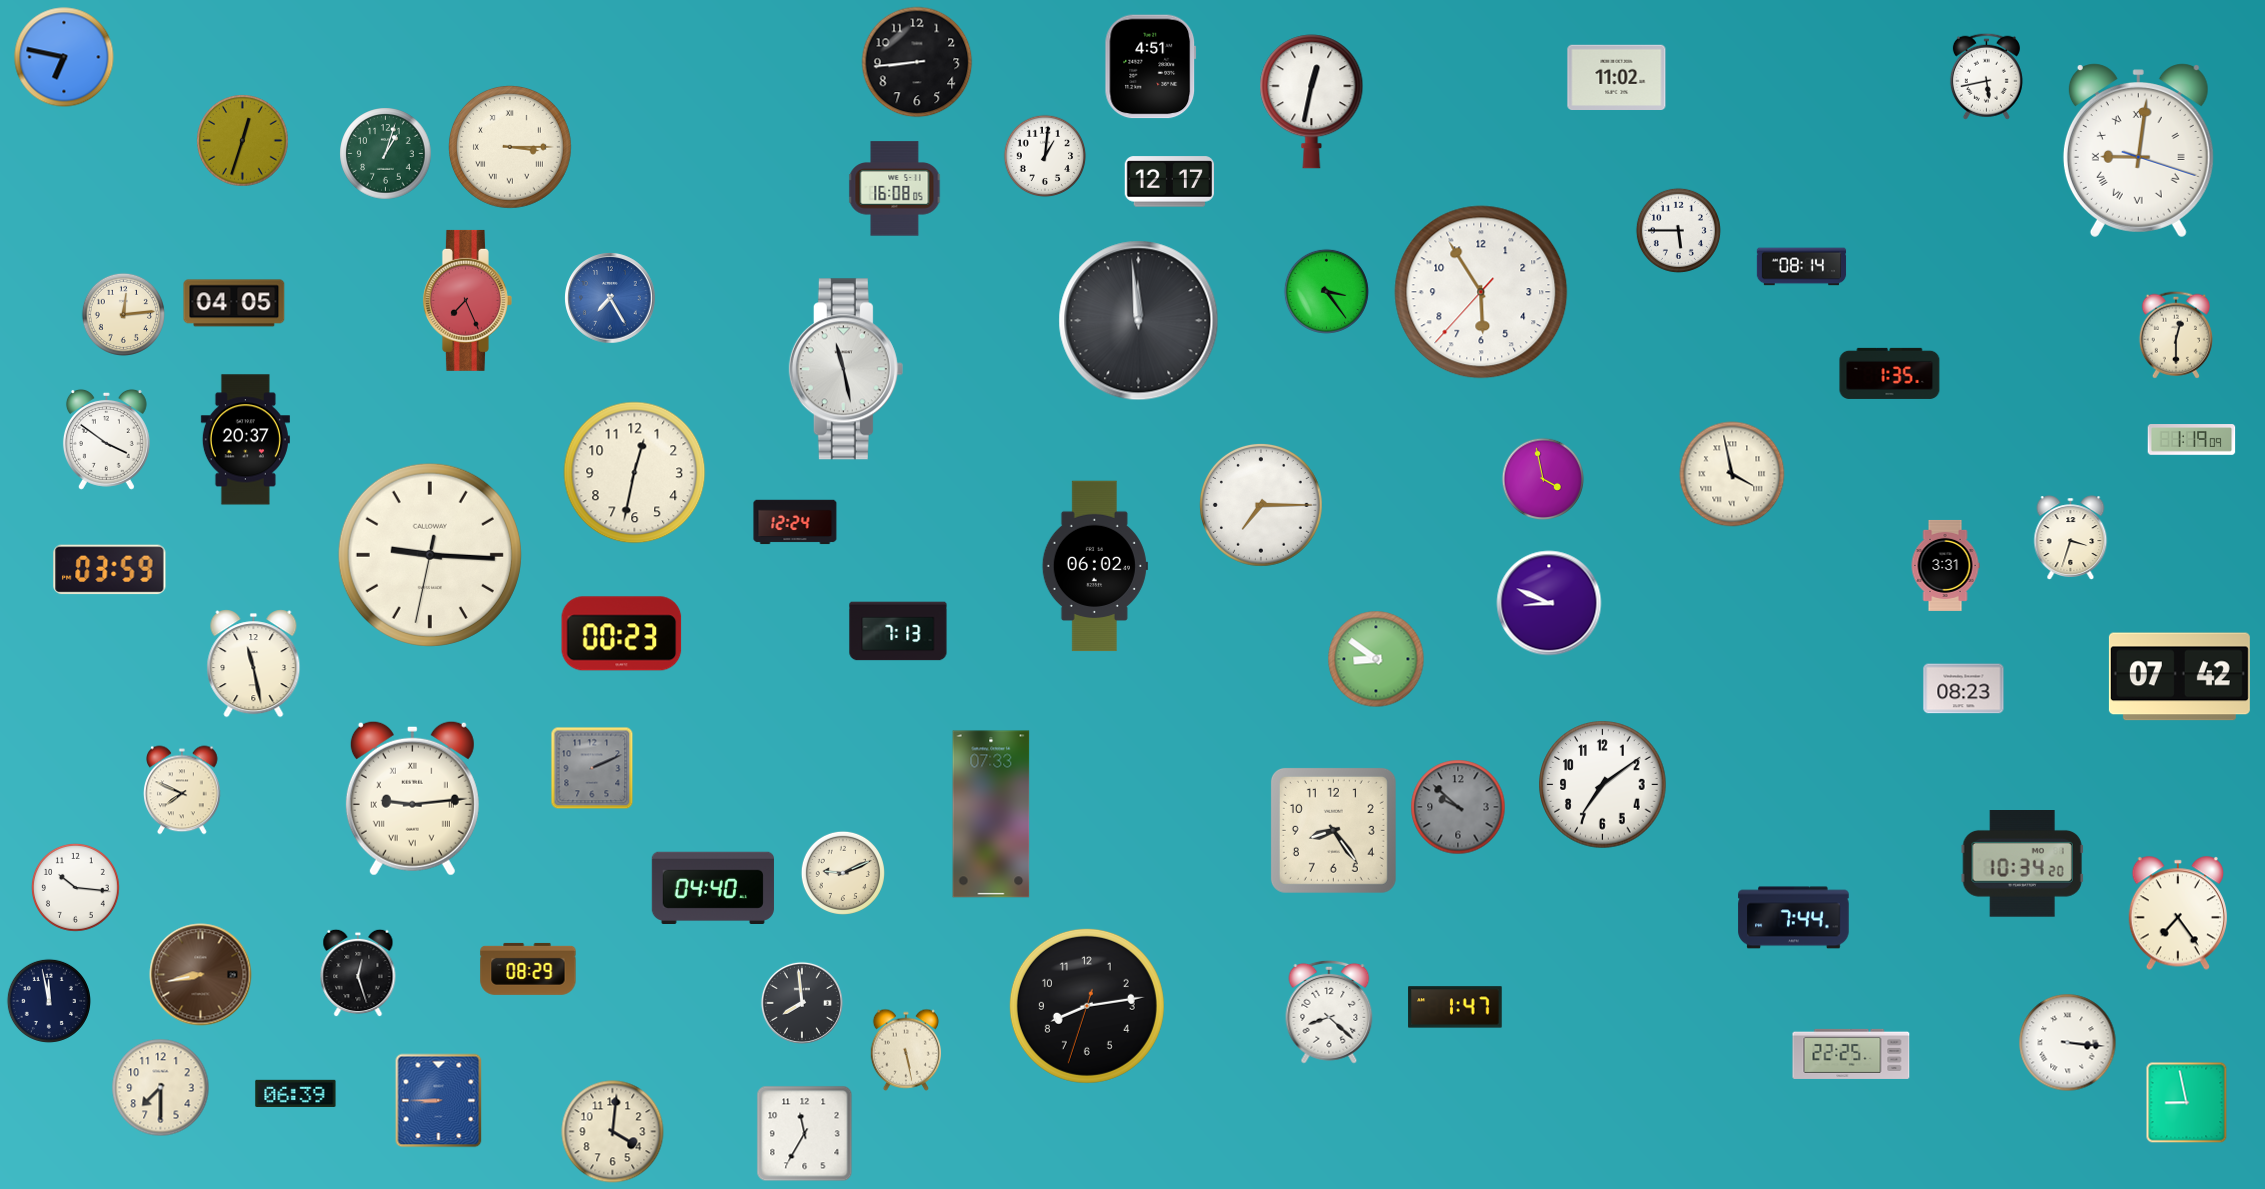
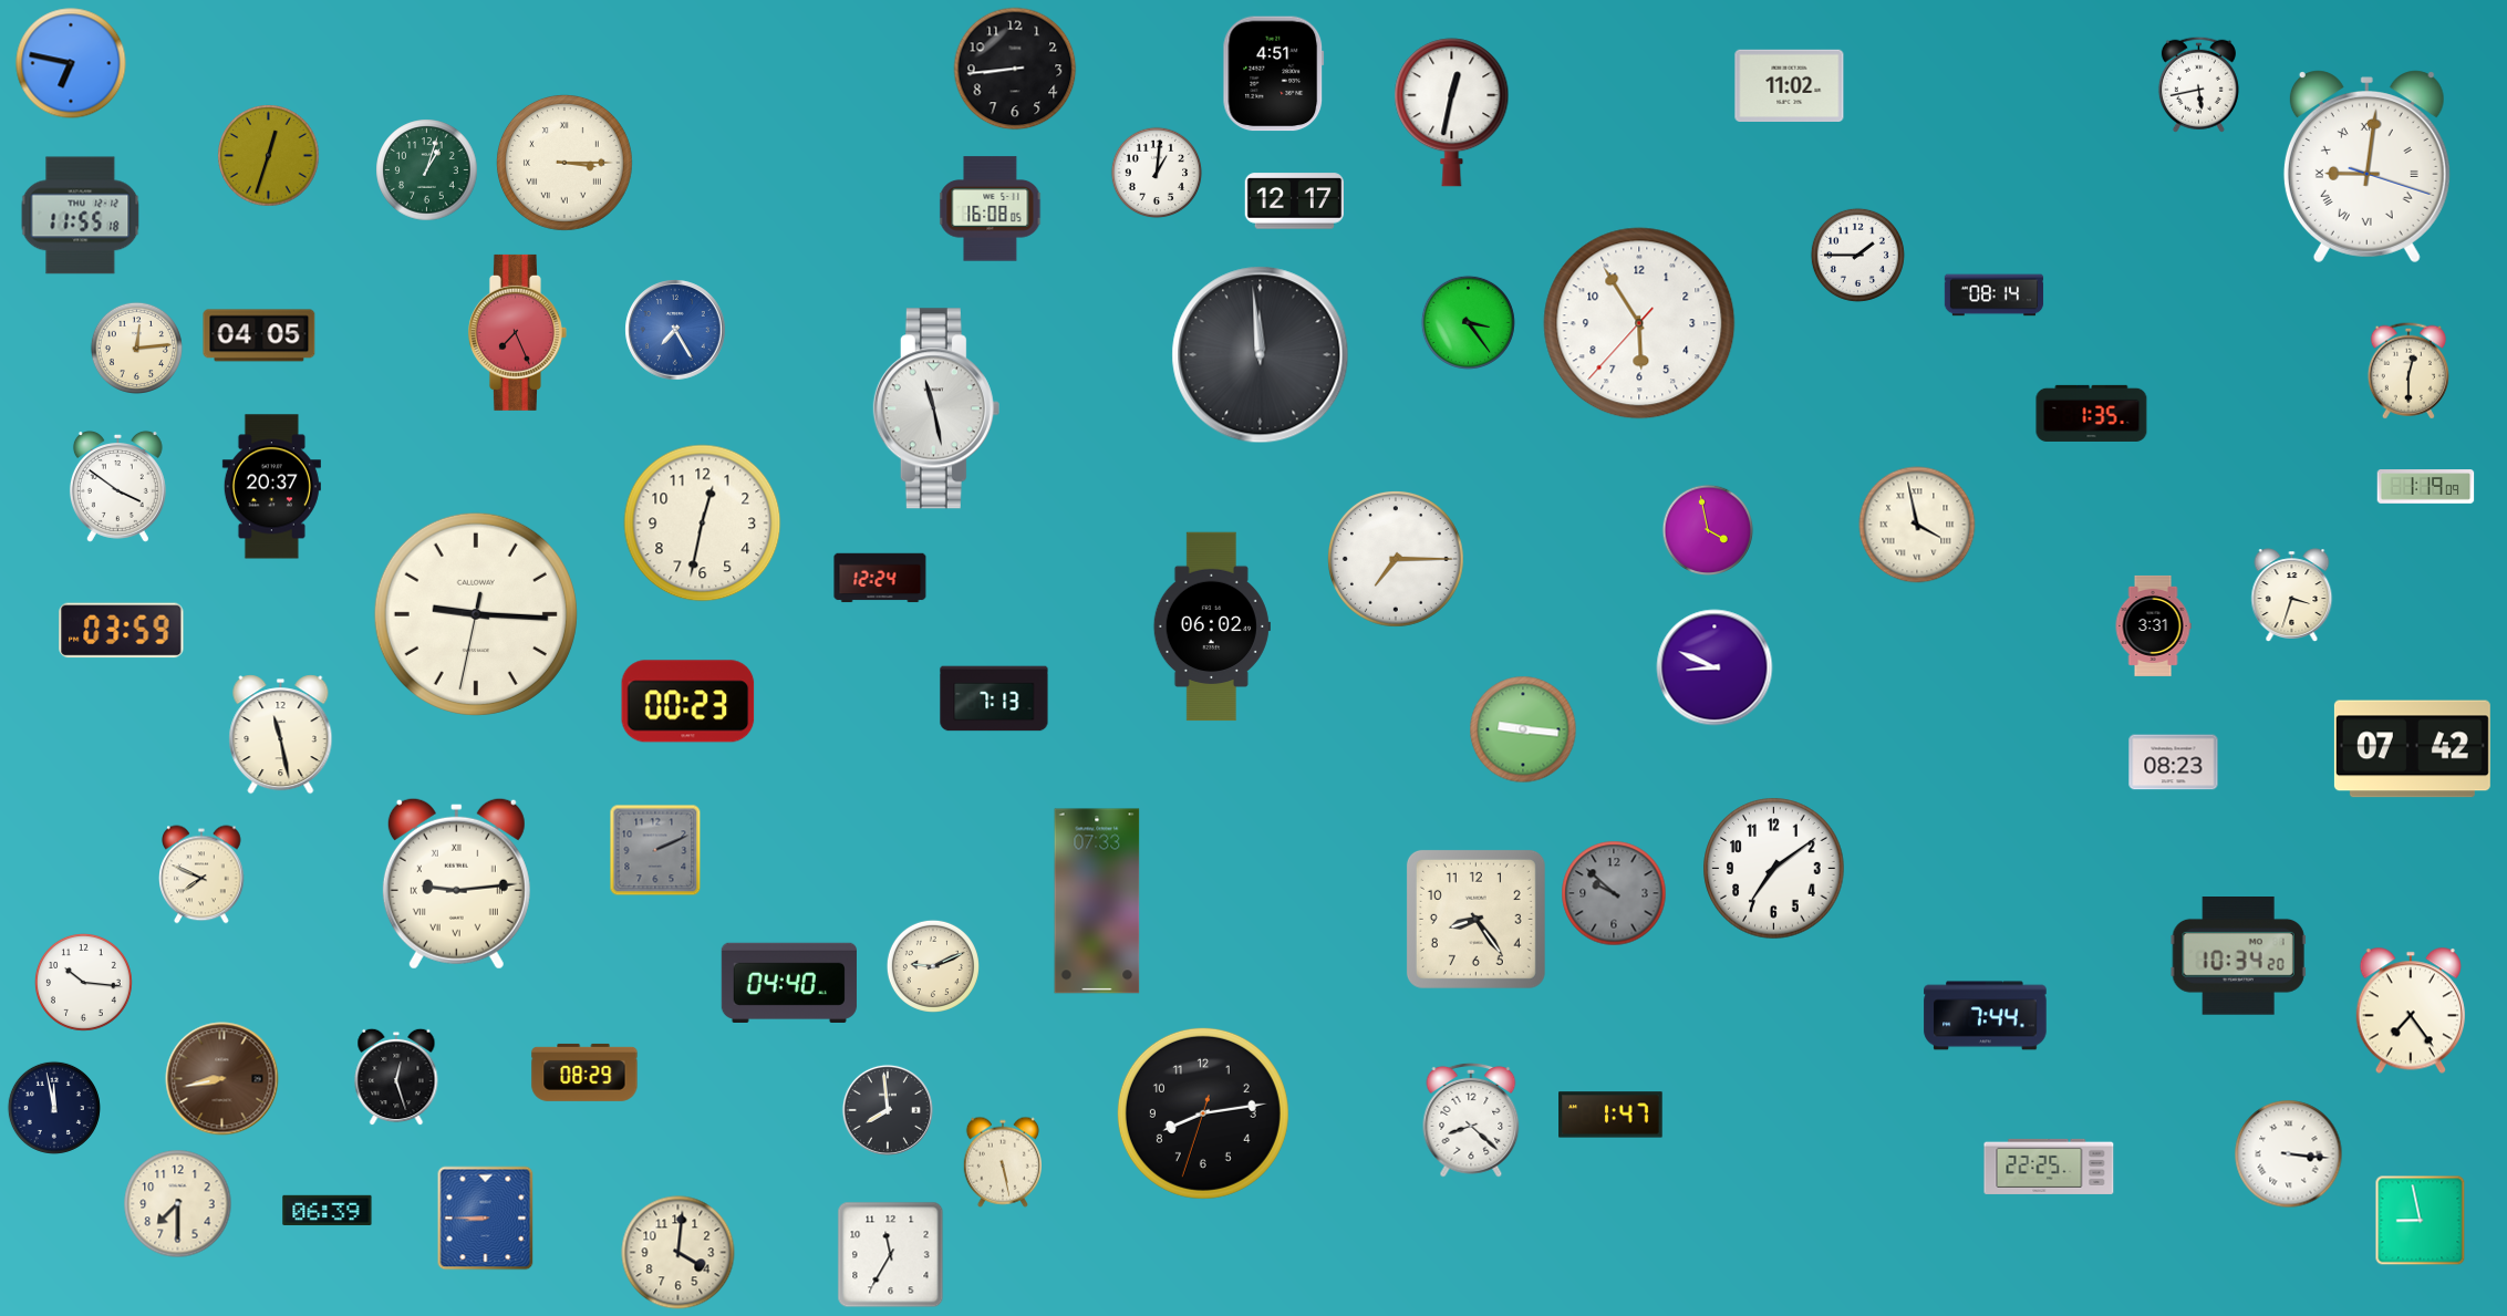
clock at (81, 216): none -> 11:55
clock at (1678, 230): 5:45 -> 1:45
clock at (1376, 659): 8:51 -> 9:16
